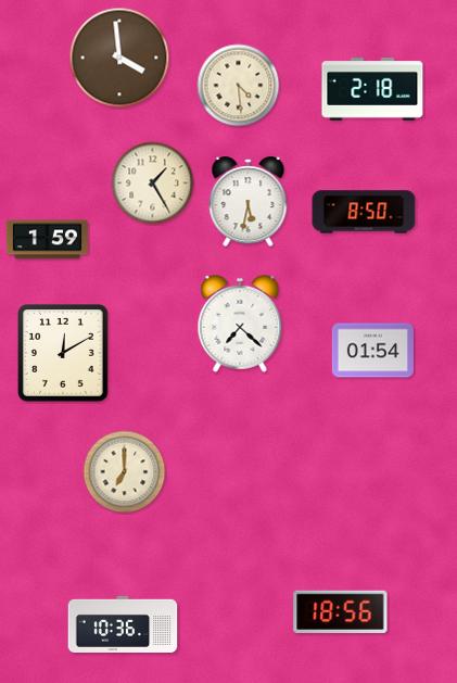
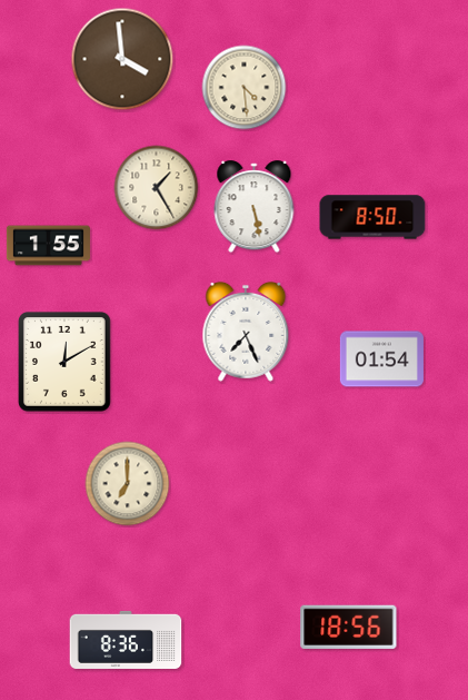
clock at (372, 89): 2:18 -> none
clock at (249, 202): 5:32 -> 5:28
clock at (47, 240): 1:59 -> 1:55
clock at (240, 324): 7:22 -> 7:26
clock at (123, 624): 10:36 -> 8:36
